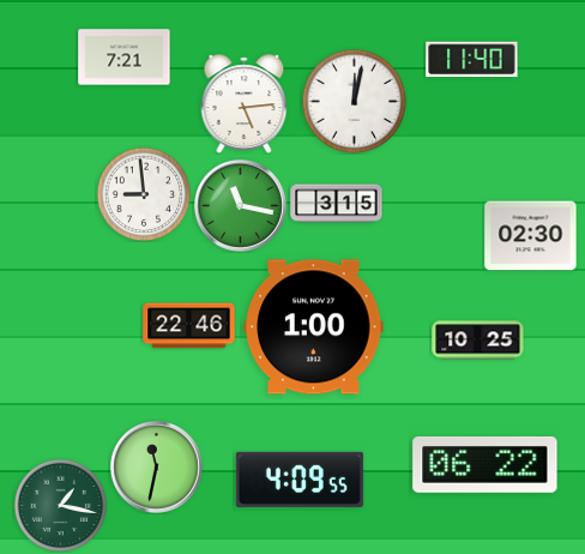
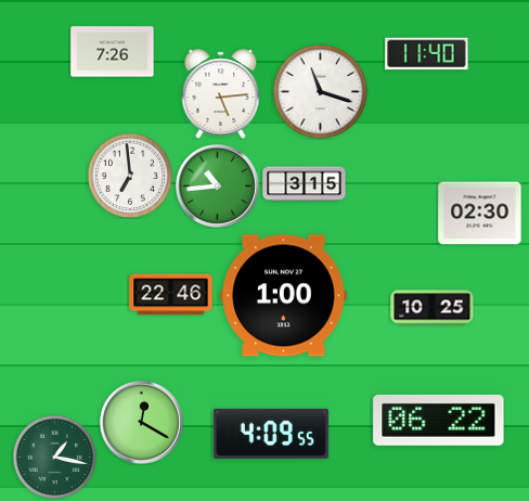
clock at (125, 58): 7:21 -> 7:26
clock at (354, 101): 12:02 -> 11:18
clock at (144, 194): 8:59 -> 6:59
clock at (240, 205): 11:17 -> 10:44
clock at (156, 466): 11:32 -> 12:20
